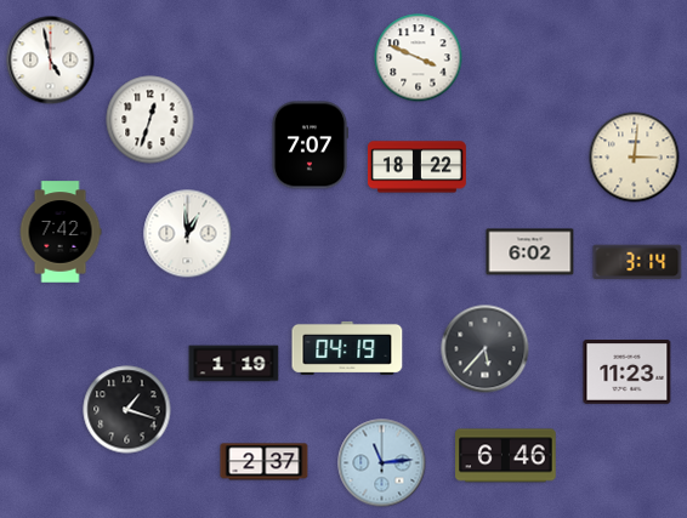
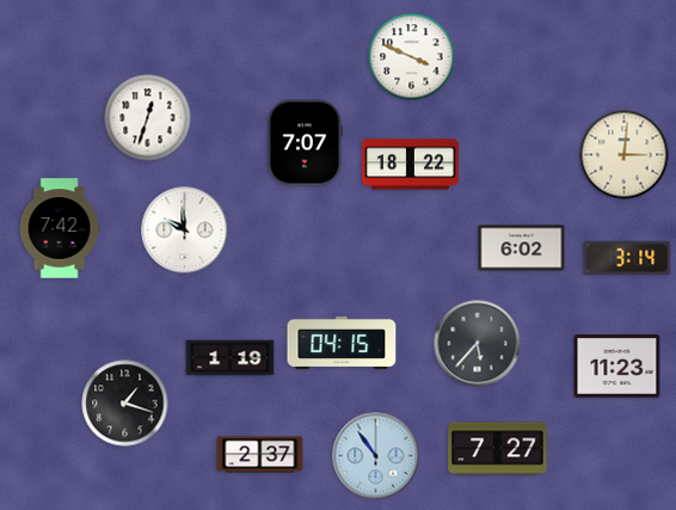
clock at (51, 61): 4:58 -> none
clock at (188, 234): 12:59 -> 9:59
clock at (347, 348): 04:19 -> 04:15
clock at (506, 456): 6:46 -> 7:27
clock at (382, 463): 11:14 -> 10:54
